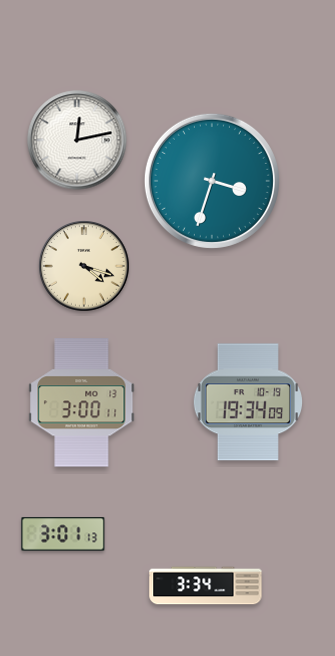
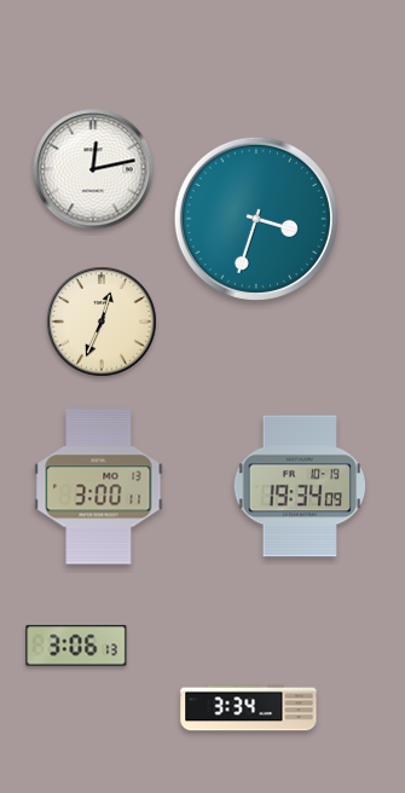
clock at (84, 266): 4:18 -> 12:34
clock at (63, 534): 3:01 -> 3:06
